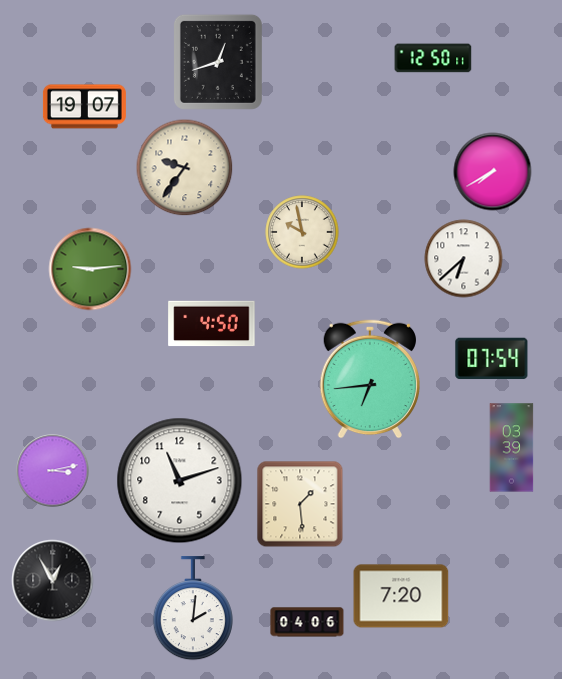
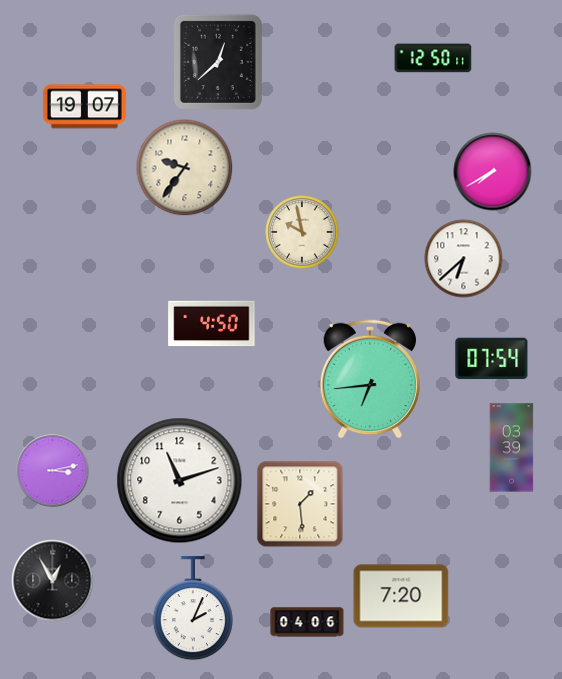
clock at (218, 62): 12:42 -> 12:38
clock at (90, 269): 9:14 -> none
clock at (193, 609): 2:01 -> 2:04
